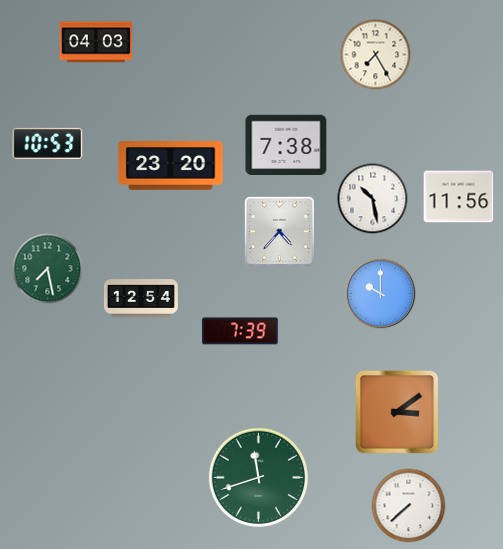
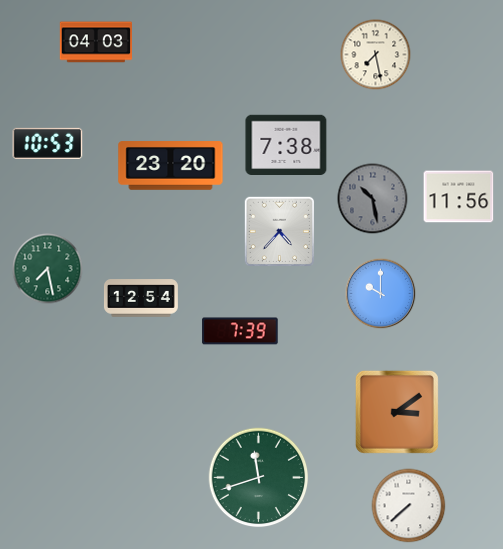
clock at (376, 55): 7:25 -> 7:28
clock at (373, 199) dial: white -> grey
